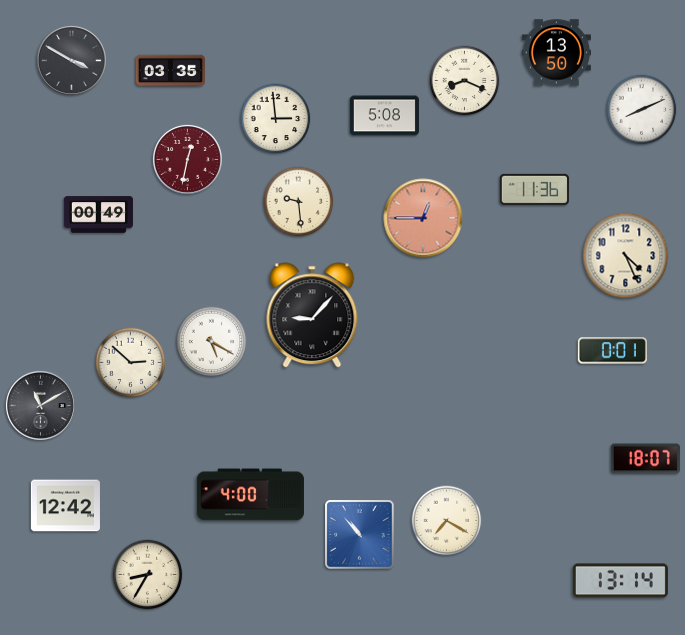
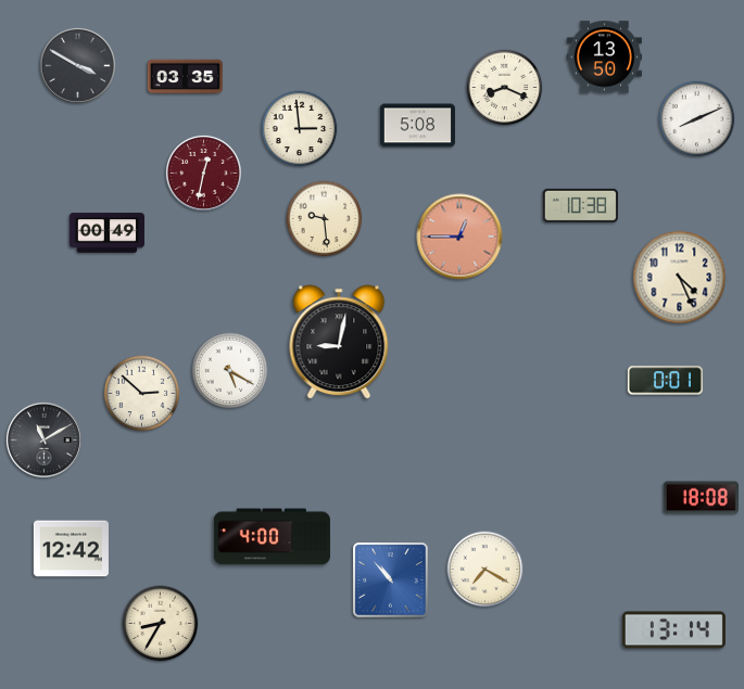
clock at (534, 189): 11:36 -> 10:38
clock at (312, 315): 9:07 -> 9:02
clock at (645, 459): 18:07 -> 18:08
clock at (447, 521) position: (447, 521) -> (486, 570)
